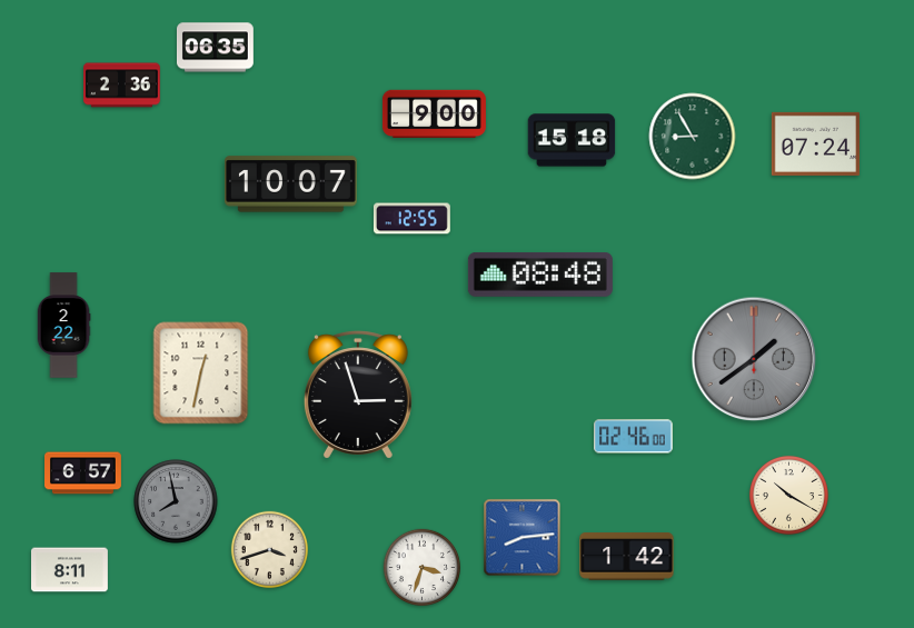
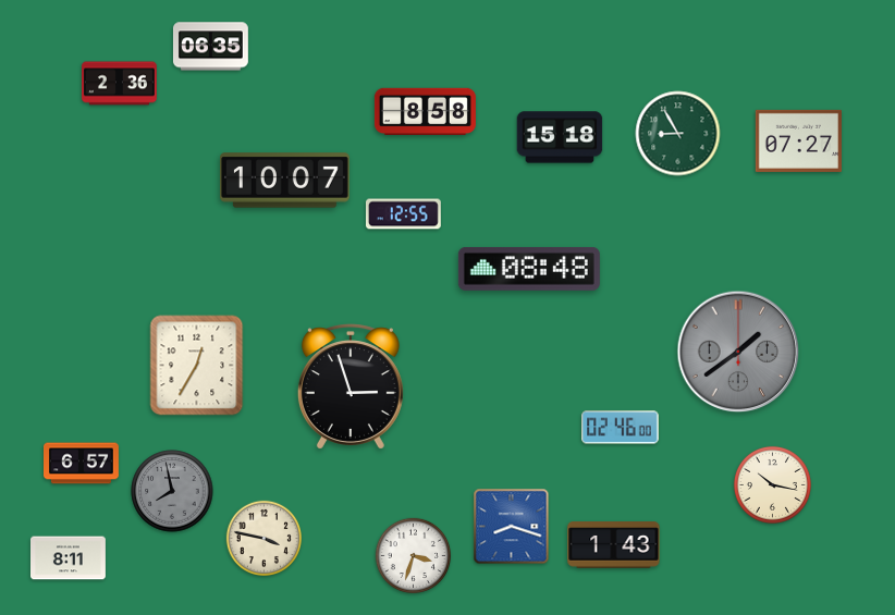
clock at (434, 114): 9:00 -> 8:58
clock at (815, 143): 07:24 -> 07:27
clock at (63, 326): 2:22 -> none
clock at (201, 373): 12:32 -> 12:35
clock at (788, 495): 10:20 -> 10:17
clock at (523, 538): 8:14 -> 8:18
clock at (269, 549): 3:42 -> 3:47
clock at (627, 557): 1:42 -> 1:43
